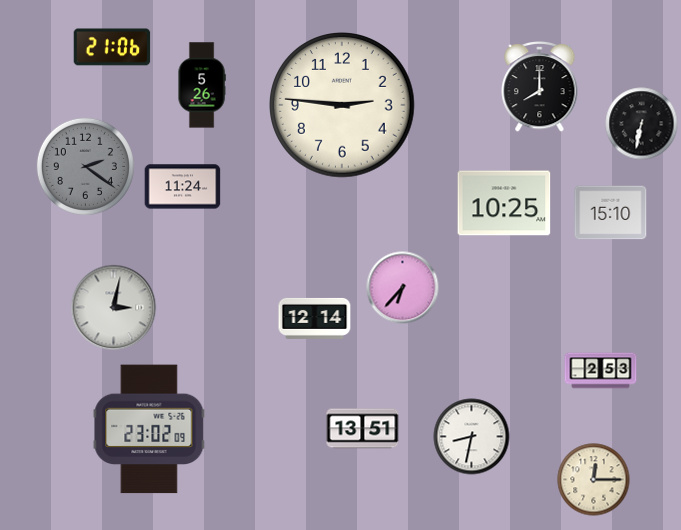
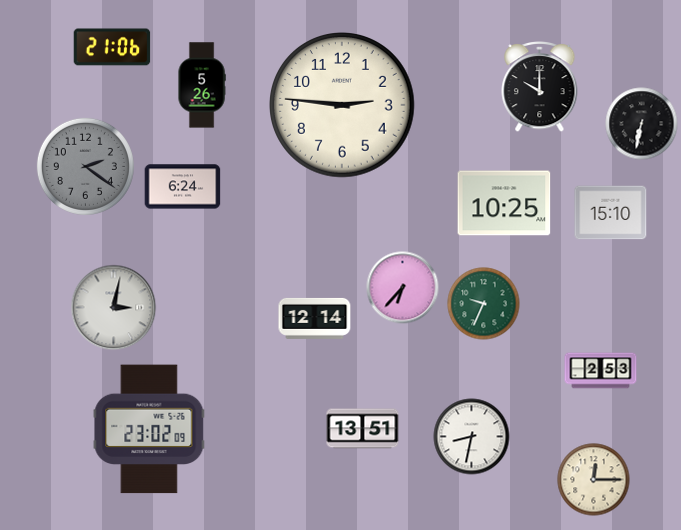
clock at (540, 87): 8:00 -> 10:00
clock at (183, 187): 11:24 -> 6:24
clock at (484, 304): none -> 9:34
